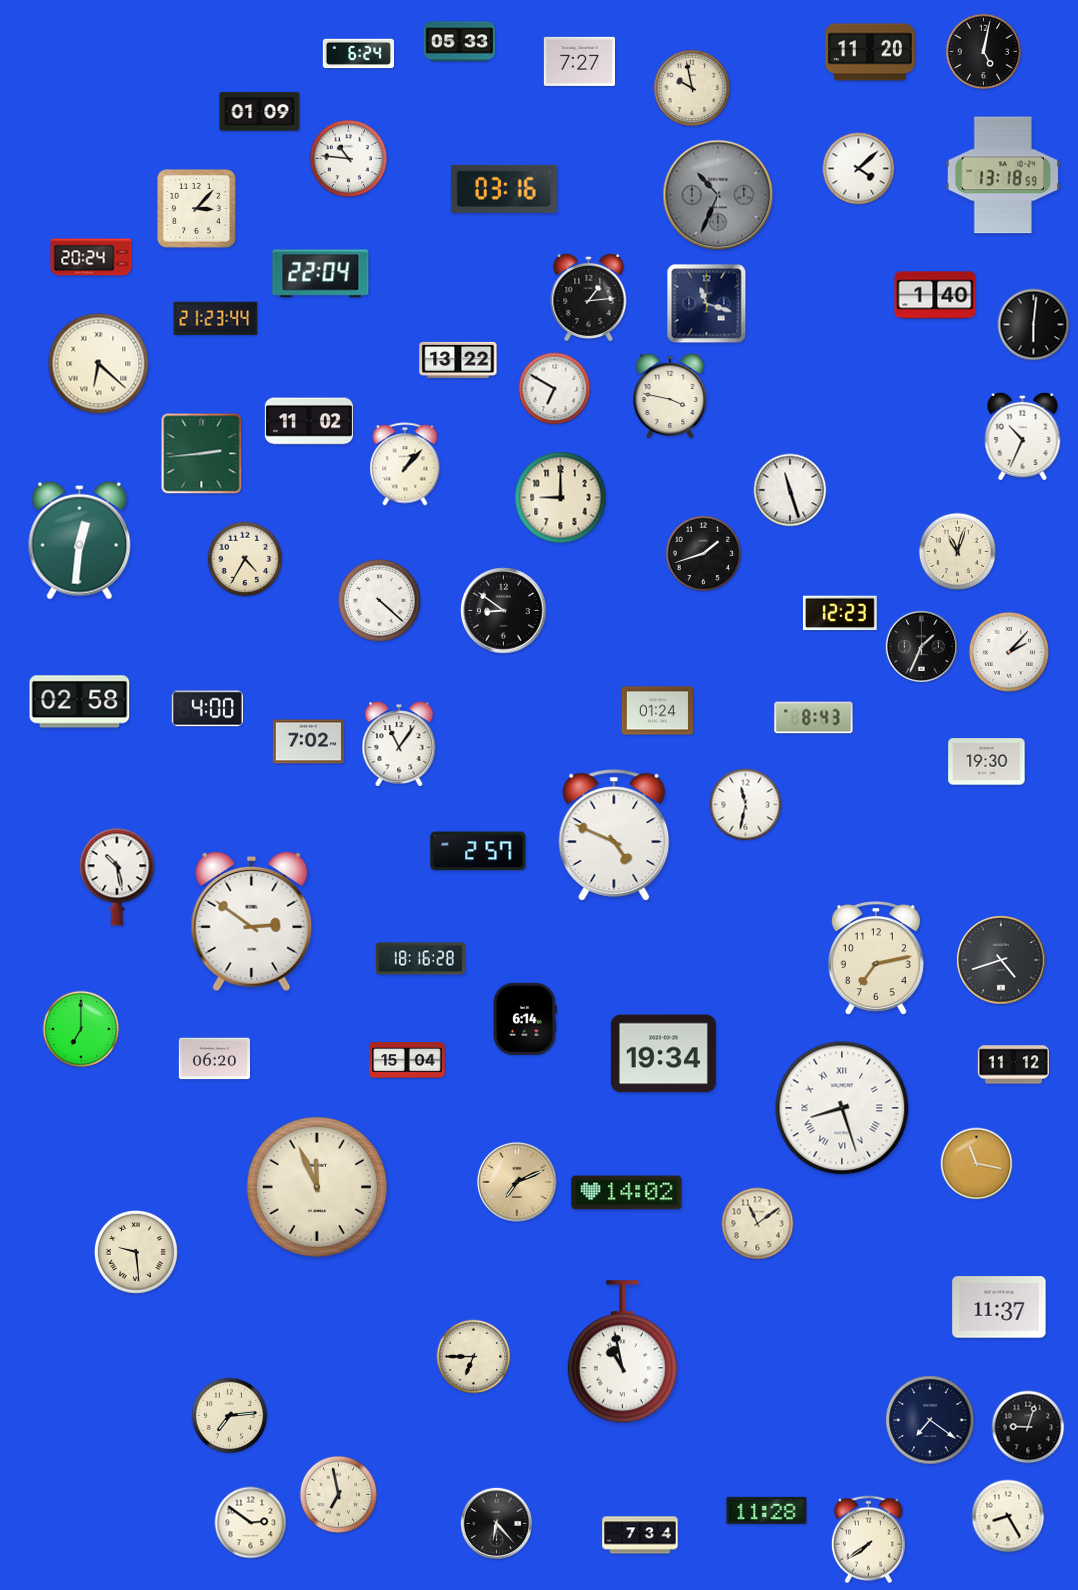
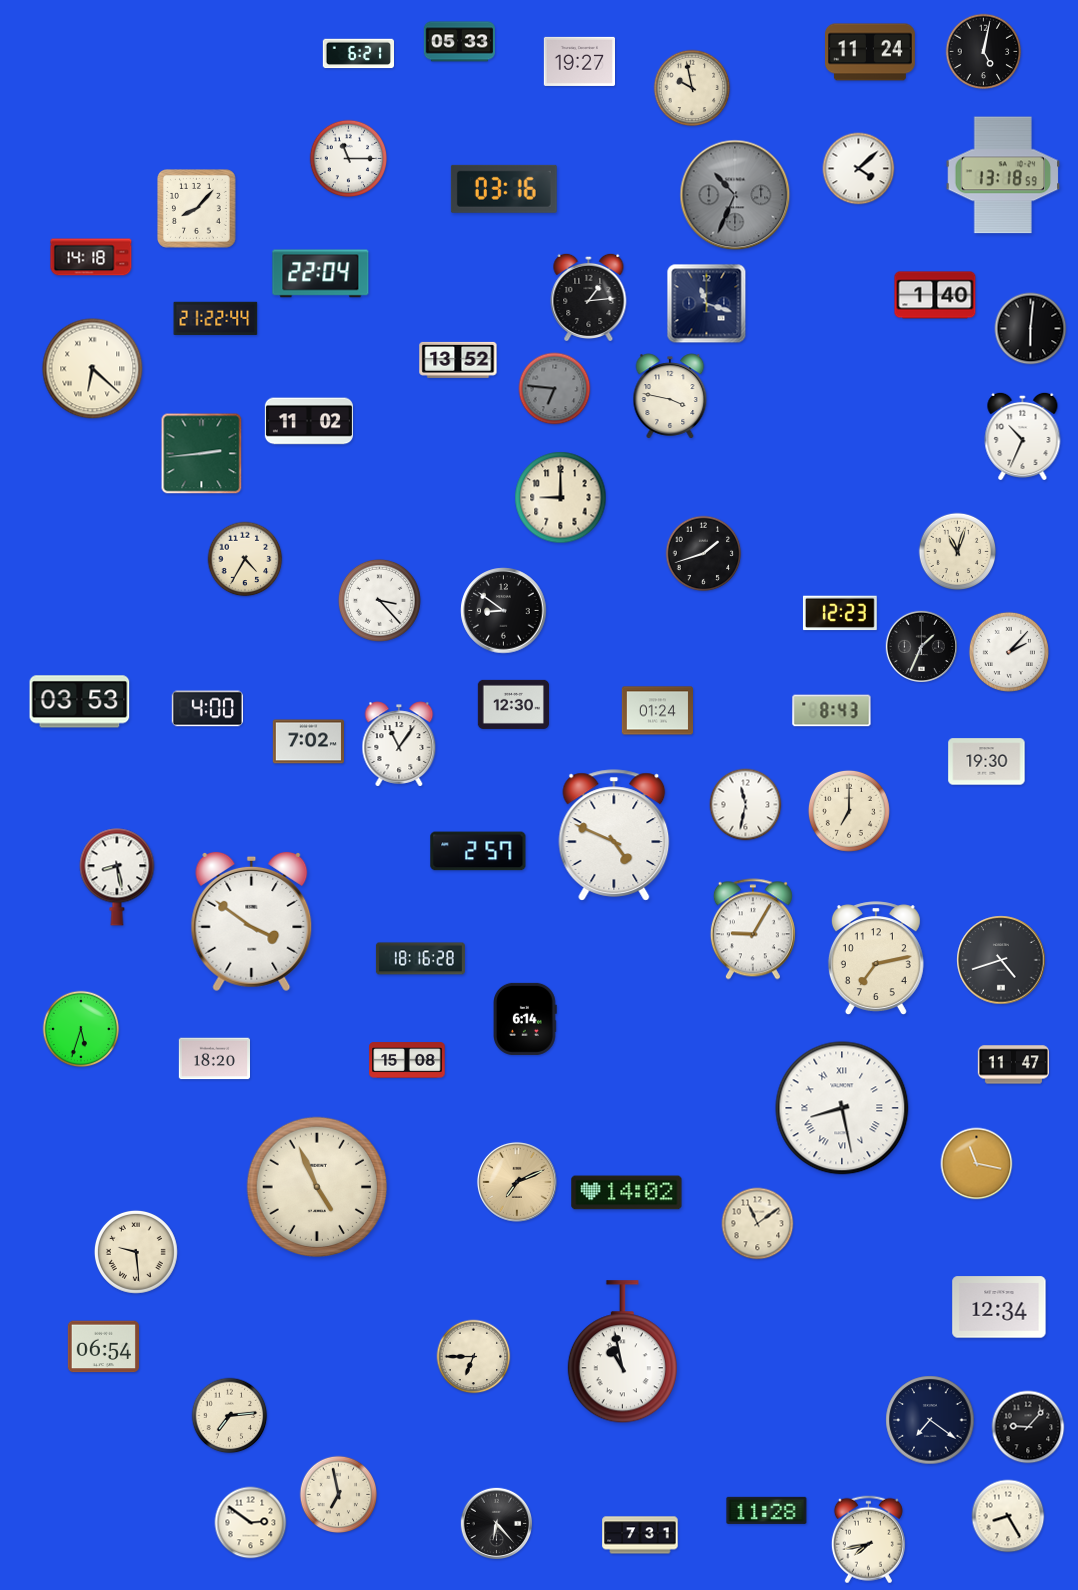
clock at (871, 52): 11:20 -> 11:24
clock at (358, 54): 6:24 -> 6:21
clock at (579, 61): 7:27 -> 19:27
clock at (260, 112): 01:09 -> none
clock at (349, 159): 10:46 -> 11:15
clock at (718, 195) position: (718, 195) -> (735, 195)
clock at (197, 209): 3:07 -> 8:07
clock at (91, 257): 20:24 -> 14:18
clock at (216, 318): 21:23 -> 21:22
clock at (1034, 325) position: (1034, 325) -> (1031, 329)
clock at (458, 360): 13:22 -> 13:52
clock at (99, 364) position: (99, 364) -> (93, 369)
clock at (555, 389): 6:50 -> 6:46
clock at (555, 389) dial: white -> grey
clock at (405, 464): 1:07 -> none
clock at (790, 490): 11:27 -> none
clock at (80, 540): 12:31 -> none
clock at (379, 600): 4:22 -> 3:23
clock at (80, 702): 02:58 -> 03:53
clock at (513, 704): none -> 12:30
clock at (814, 718) position: (814, 718) -> (832, 711)
clock at (849, 811): none -> 7:00
clock at (117, 877): 10:28 -> 8:28
clock at (252, 922): 2:51 -> 3:51
clock at (753, 929): none -> 9:05
clock at (81, 1029): 7:00 -> 5:33
clock at (663, 1054): 19:34 -> none
clock at (214, 1059): 06:20 -> 18:20
clock at (407, 1060): 15:04 -> 15:08
clock at (1013, 1065): 11:12 -> 11:47
clock at (842, 1108): 8:27 -> 8:28
clock at (317, 1187): 11:56 -> 4:56
clock at (999, 1307): 11:37 -> 12:34
clock at (103, 1347): none -> 06:54
clock at (1028, 1427): 9:03 -> 9:07
clock at (640, 1535): 7:34 -> 7:31
clock at (868, 1540): 7:39 -> 7:43
